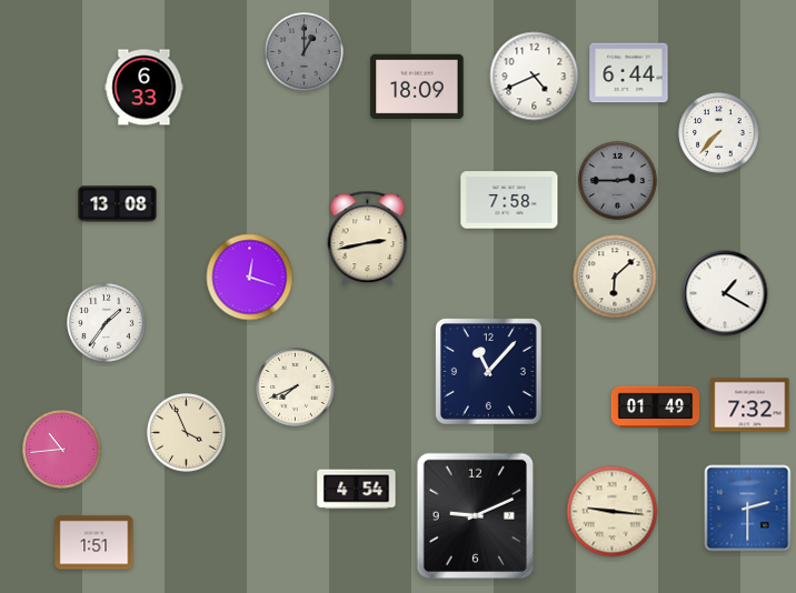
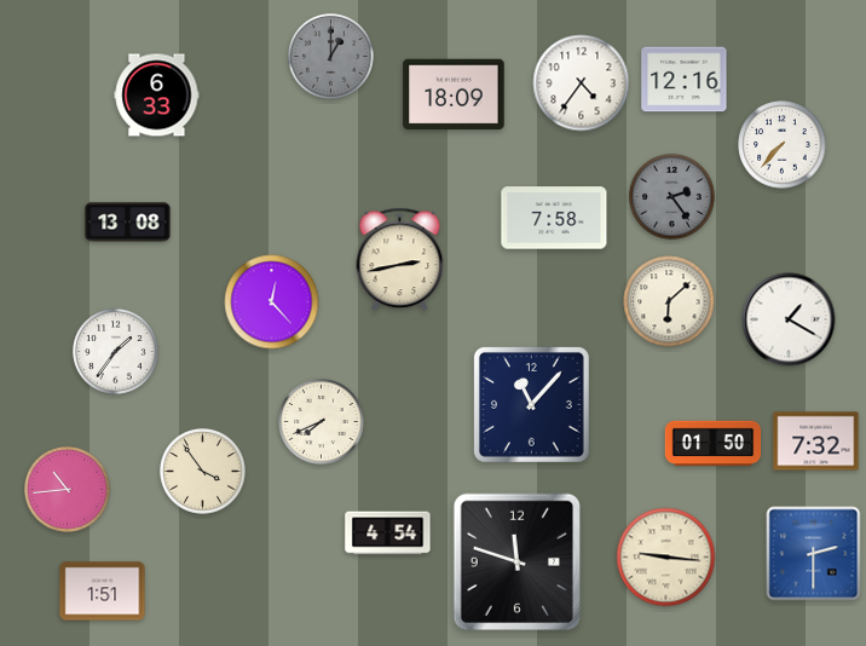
clock at (629, 73): 6:44 -> 12:16
clock at (535, 77): 4:41 -> 4:36
clock at (618, 181): 2:45 -> 2:24
clock at (250, 278): 12:18 -> 12:23
clock at (656, 408): 01:49 -> 01:50
clock at (187, 433): 3:56 -> 3:54
clock at (475, 516): 9:11 -> 11:48
